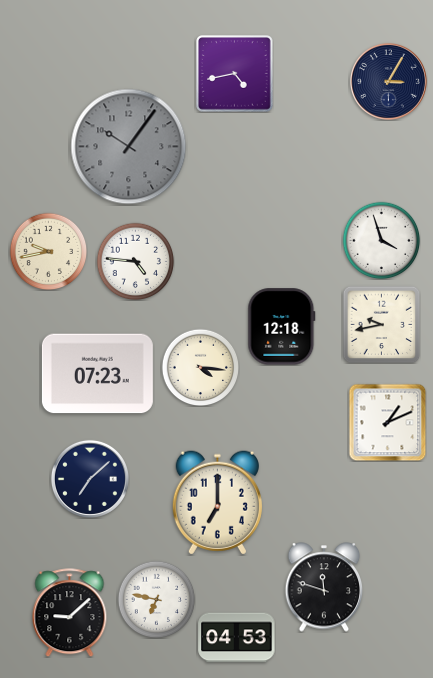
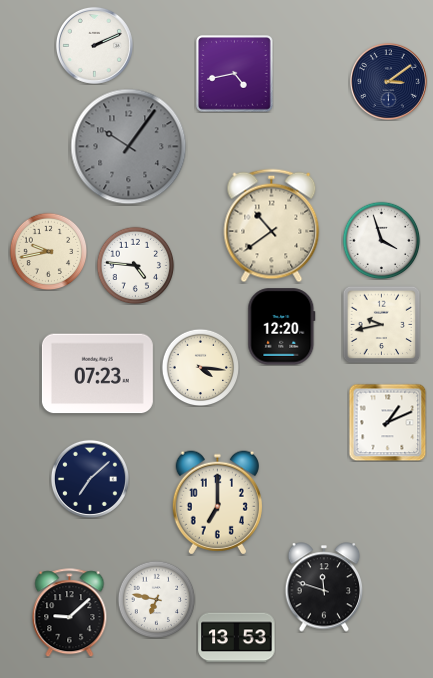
clock at (94, 45): none -> 2:11
clock at (388, 81): 3:05 -> 3:09
clock at (272, 226): none -> 10:39
clock at (135, 261) position: (135, 261) -> (135, 265)
clock at (282, 327): 12:18 -> 12:20
clock at (237, 638): 04:53 -> 13:53
